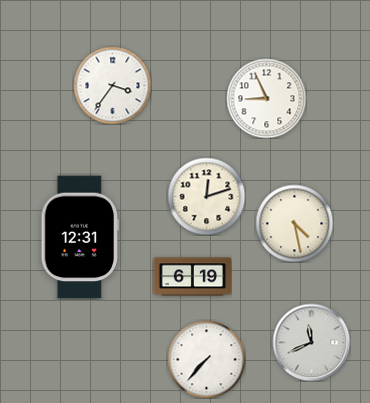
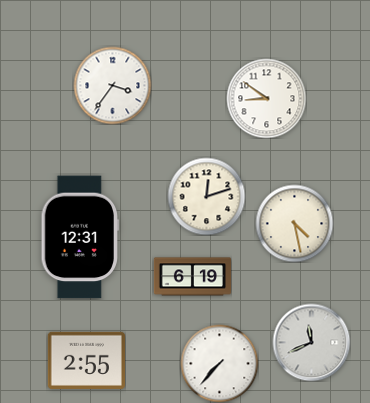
clock at (266, 98): 8:56 -> 8:51
clock at (206, 359) position: (206, 359) -> (219, 363)
clock at (86, 360): none -> 2:55
